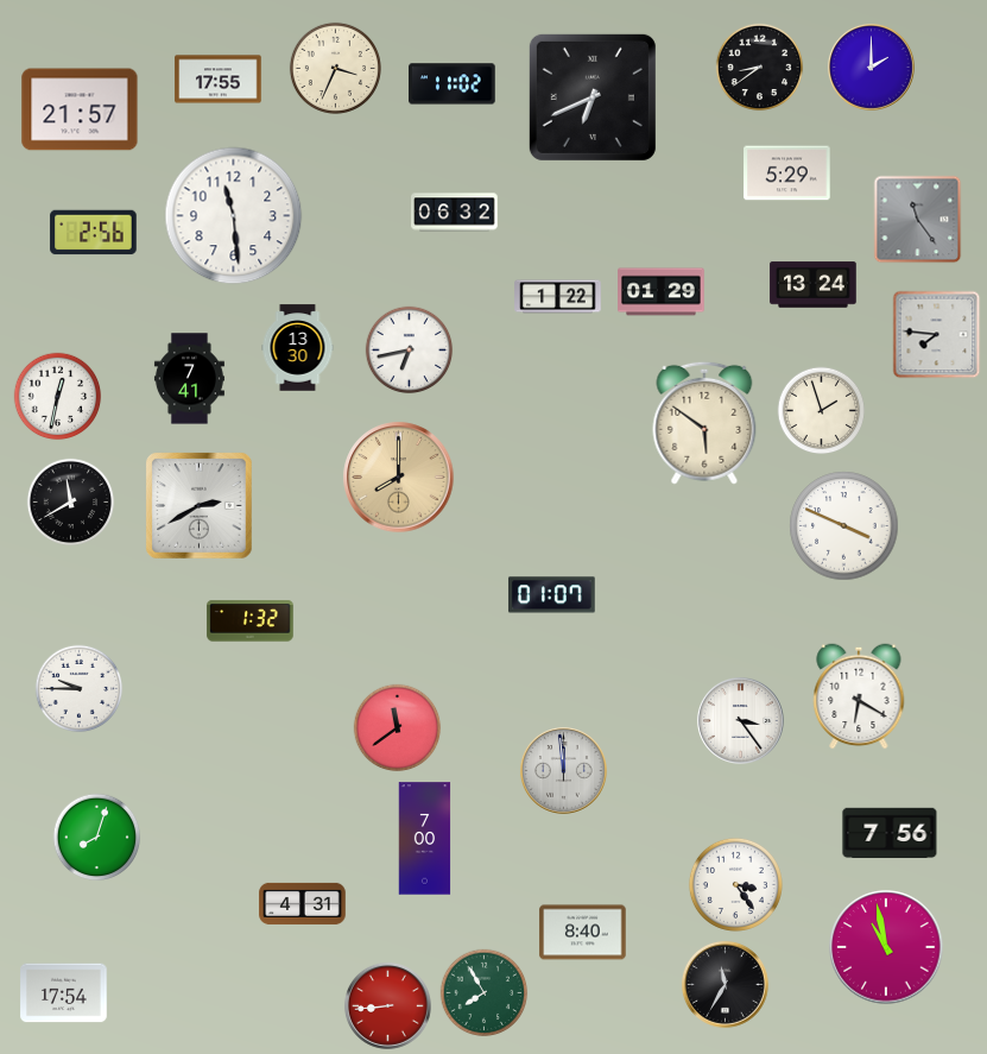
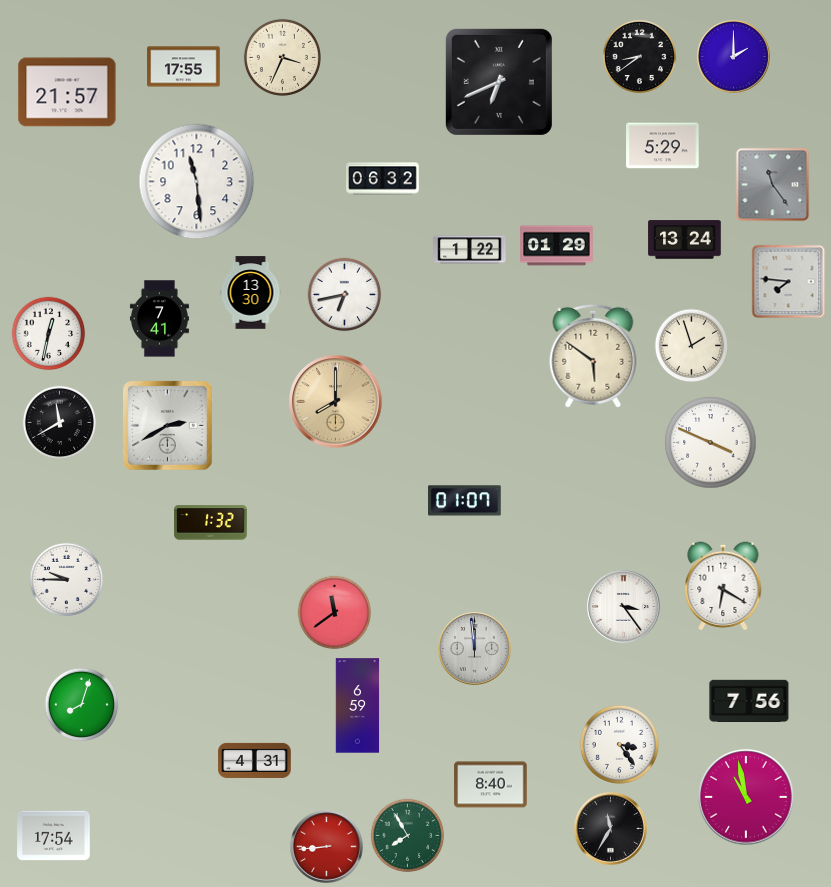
clock at (453, 84): 11:02 -> none
clock at (94, 233): 2:56 -> none
clock at (425, 839): 7:00 -> 6:59
